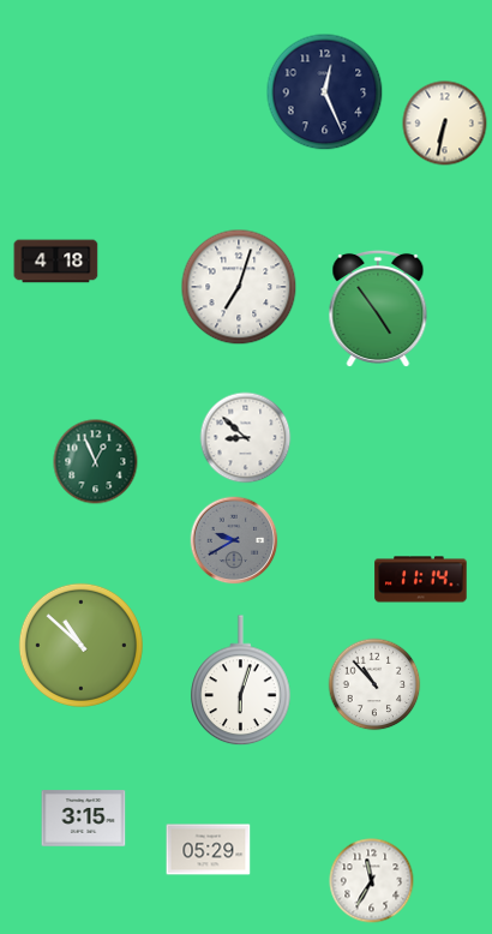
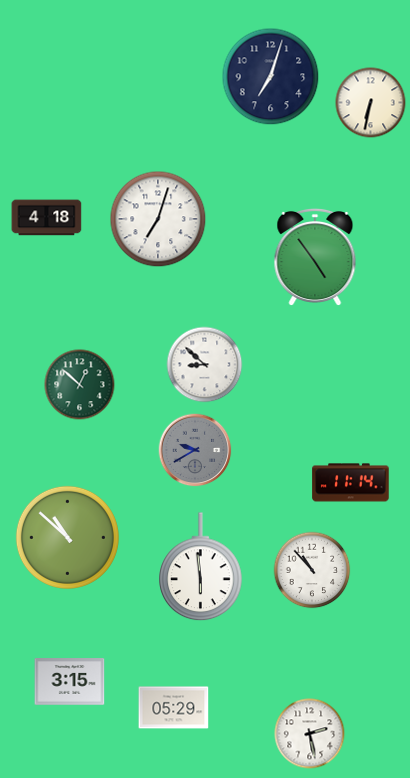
clock at (325, 92): 12:26 -> 7:03
clock at (239, 287) position: (239, 287) -> (158, 219)
clock at (96, 462): 12:56 -> 12:52
clock at (241, 681): 6:03 -> 5:59
clock at (372, 881): 11:35 -> 2:28
